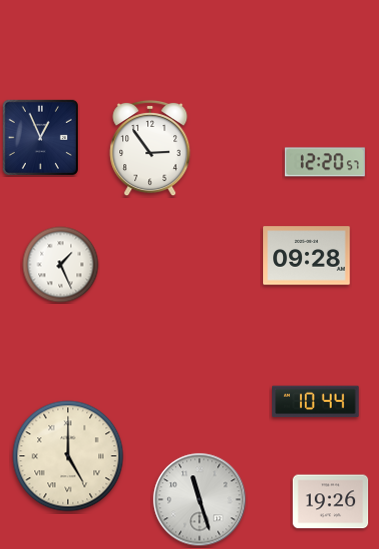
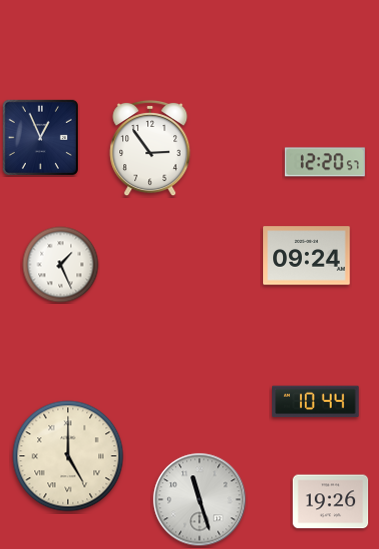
clock at (307, 256): 09:28 -> 09:24
